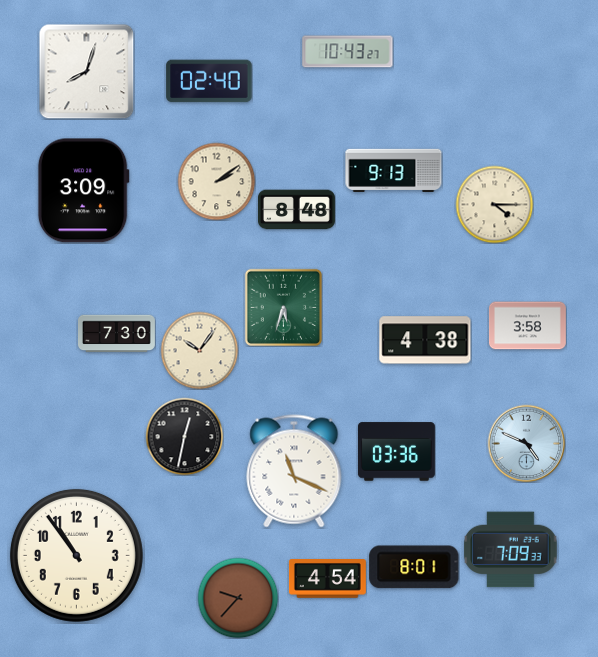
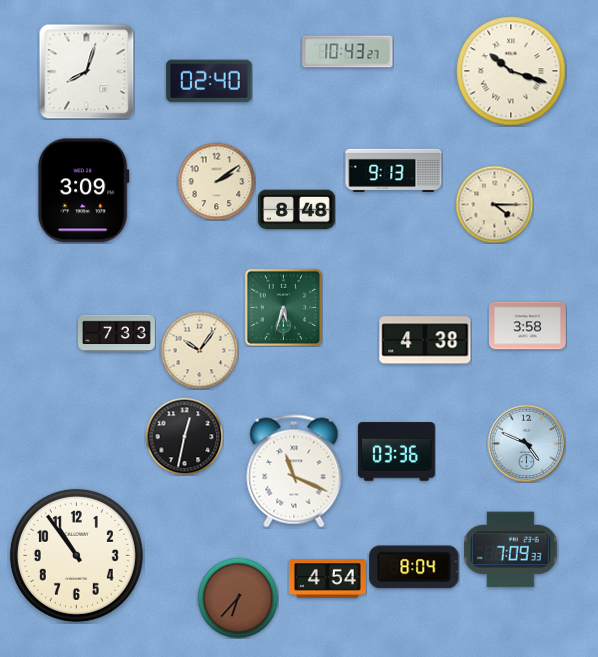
clock at (511, 71): none -> 10:18
clock at (117, 334): 7:30 -> 7:33
clock at (414, 567): 8:01 -> 8:04
clock at (238, 598): 9:37 -> 6:37
